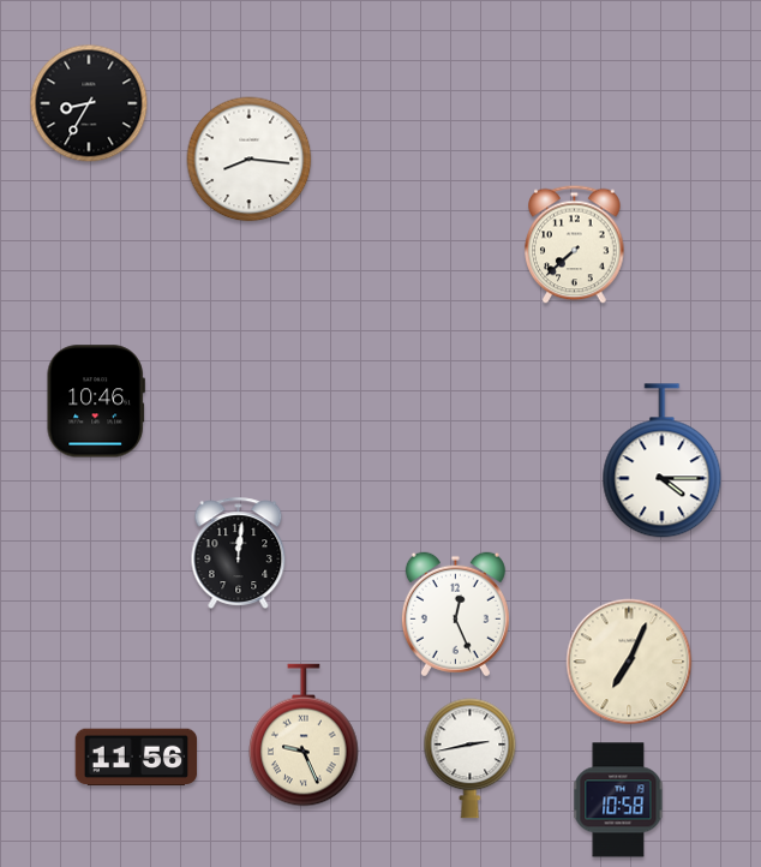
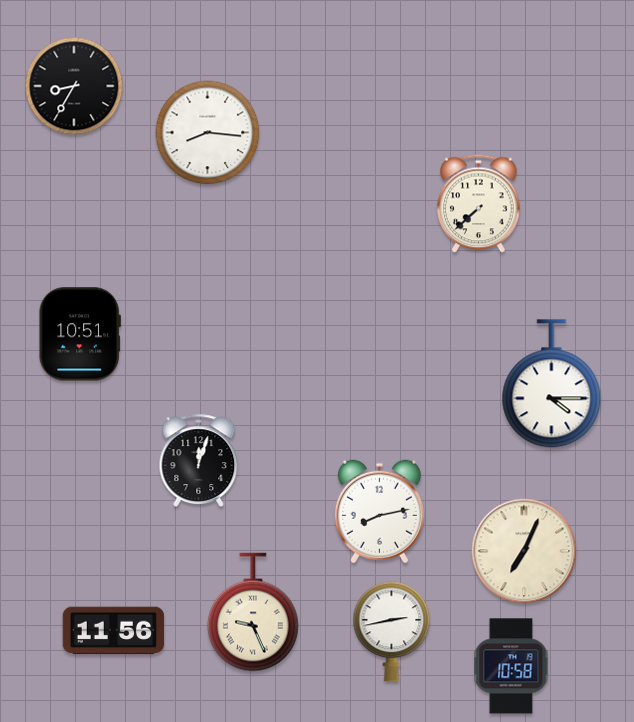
clock at (96, 401): 10:46 -> 10:51
clock at (239, 552): 12:01 -> 12:03
clock at (455, 615): 12:26 -> 8:13
clock at (618, 800) position: (618, 800) -> (511, 666)
